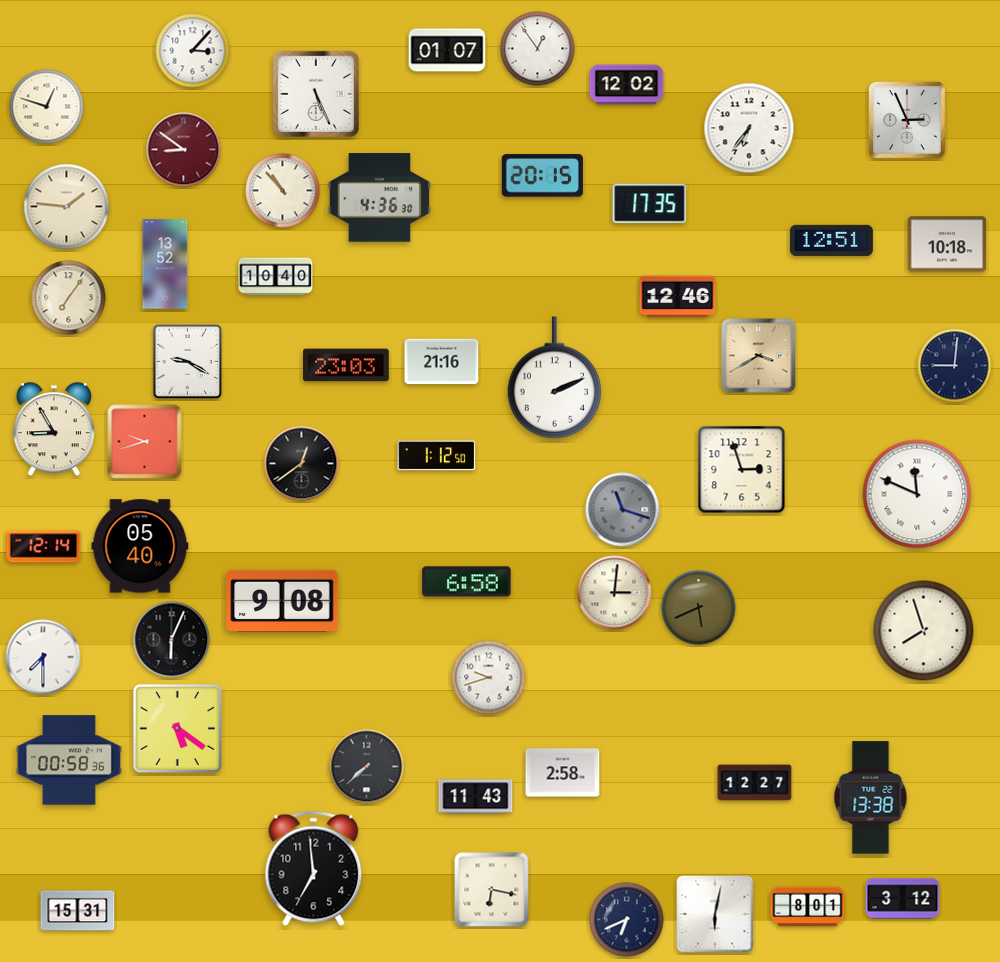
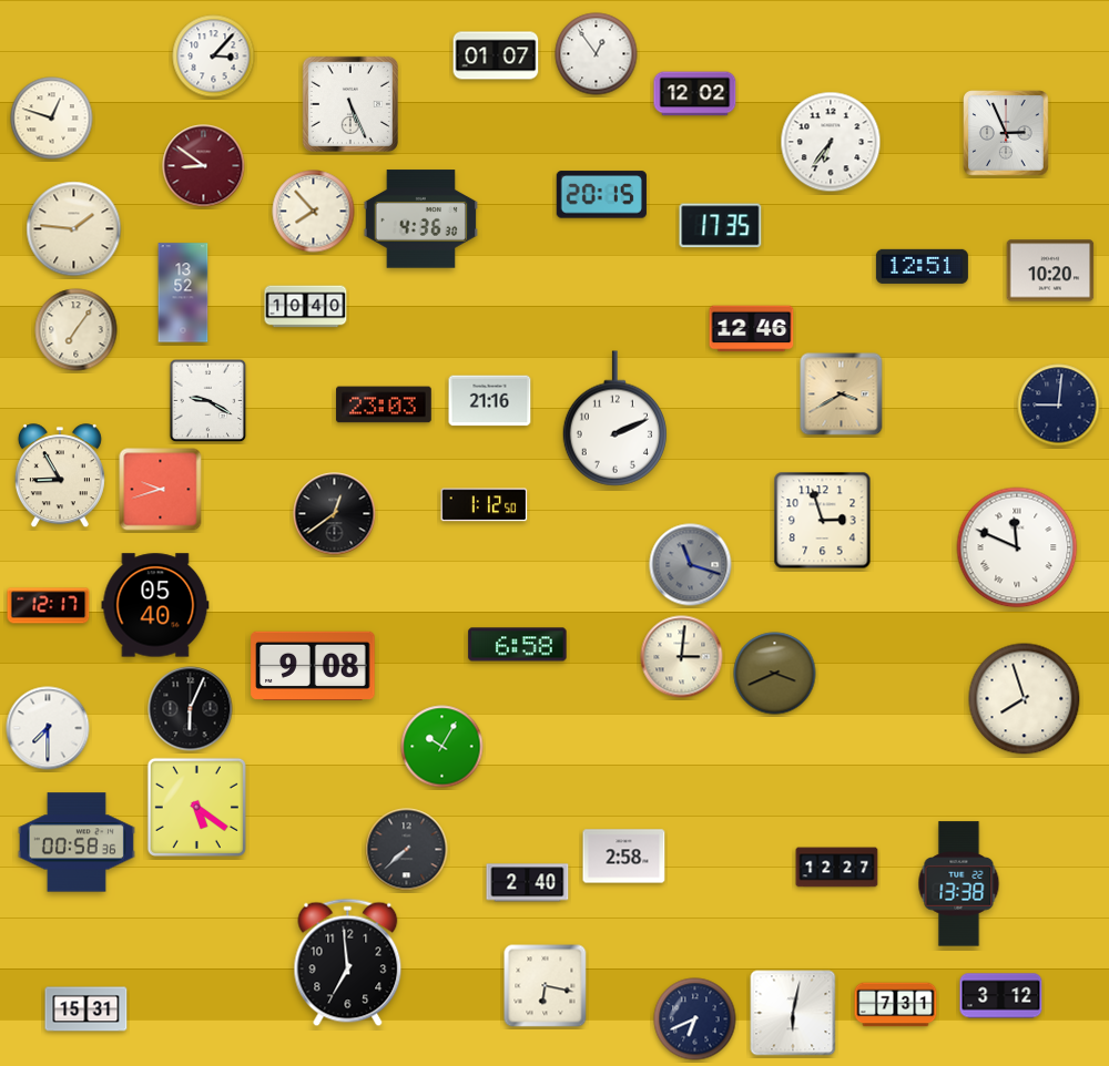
clock at (283, 191): 10:53 -> 7:53
clock at (947, 244): 10:18 -> 10:20
clock at (44, 547): 12:14 -> 12:17
clock at (699, 608): 5:41 -> 3:41
clock at (442, 747): none -> 10:05
clock at (489, 678): 9:42 -> none
clock at (476, 797): 11:43 -> 2:40
clock at (871, 798) position: (871, 798) -> (959, 884)
clock at (808, 907): 8:01 -> 7:31
